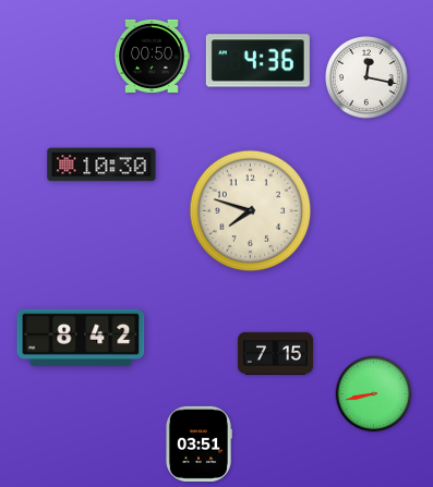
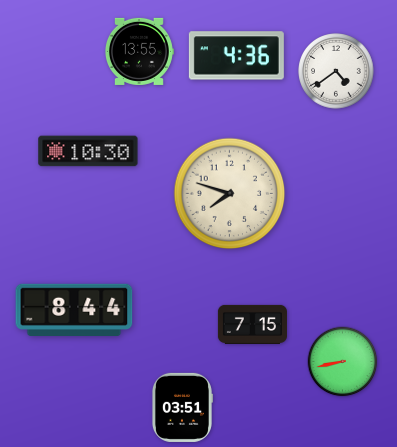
clock at (152, 56): 00:50 -> 13:55
clock at (366, 77): 12:17 -> 4:39
clock at (101, 165) position: (101, 165) -> (88, 151)
clock at (81, 337): 8:42 -> 8:44
